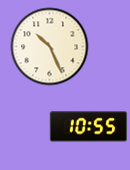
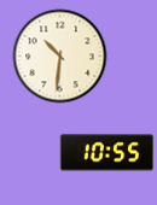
clock at (49, 46): 10:26 -> 10:31
